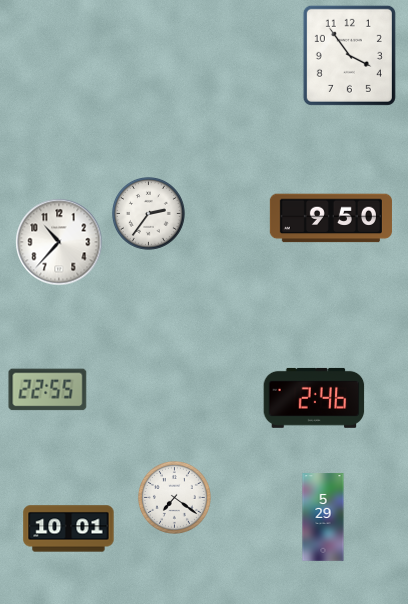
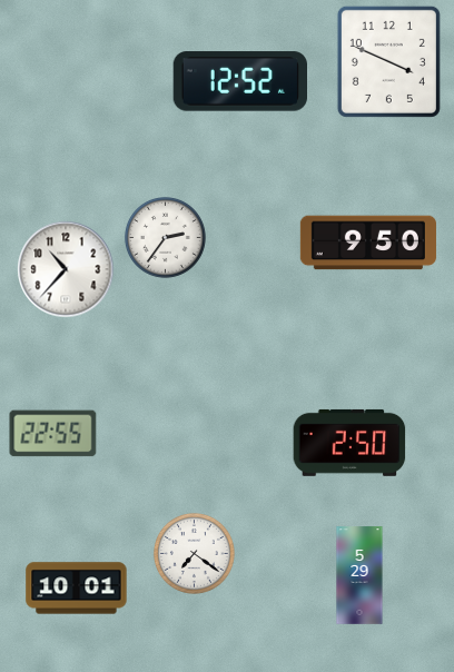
clock at (349, 55): 3:54 -> 3:49
clock at (239, 81): none -> 12:52
clock at (314, 398): 2:46 -> 2:50
